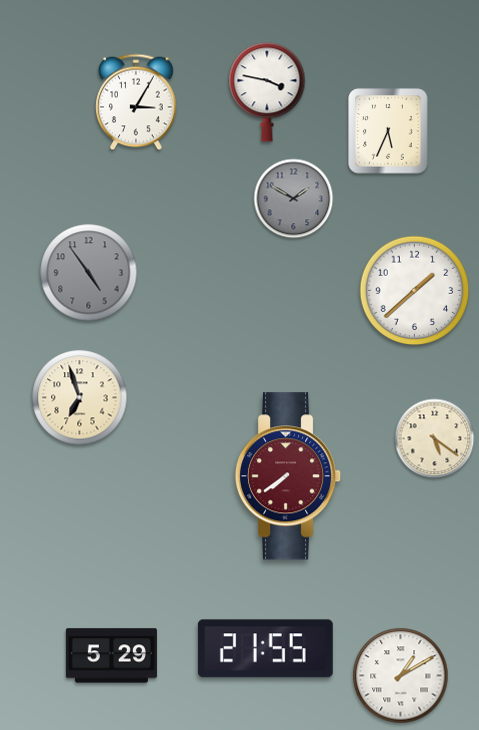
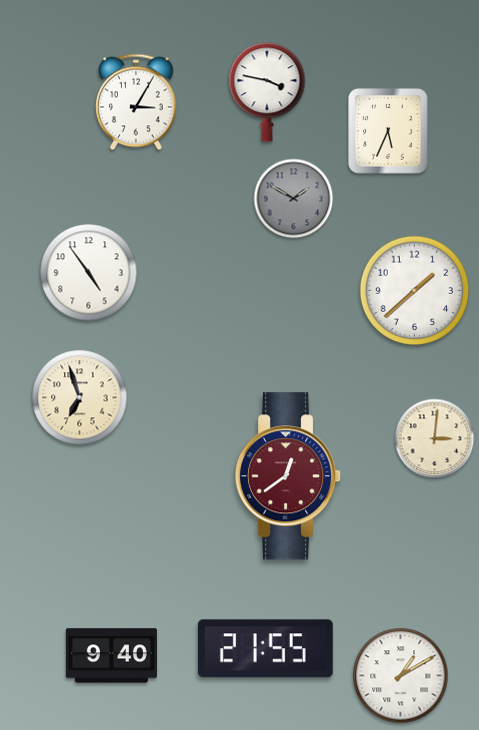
clock at (89, 273) dial: grey -> white
clock at (435, 439): 5:21 -> 3:01
clock at (288, 476): 7:39 -> 12:39
clock at (111, 656): 5:29 -> 9:40
